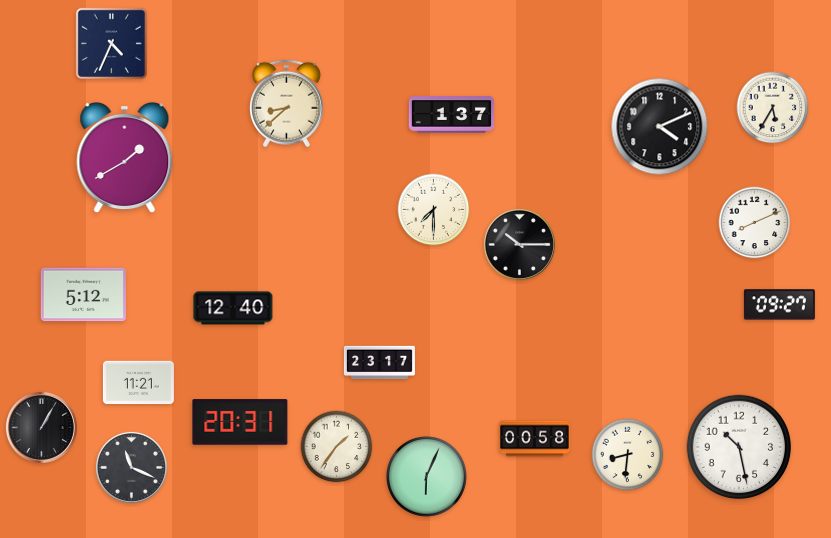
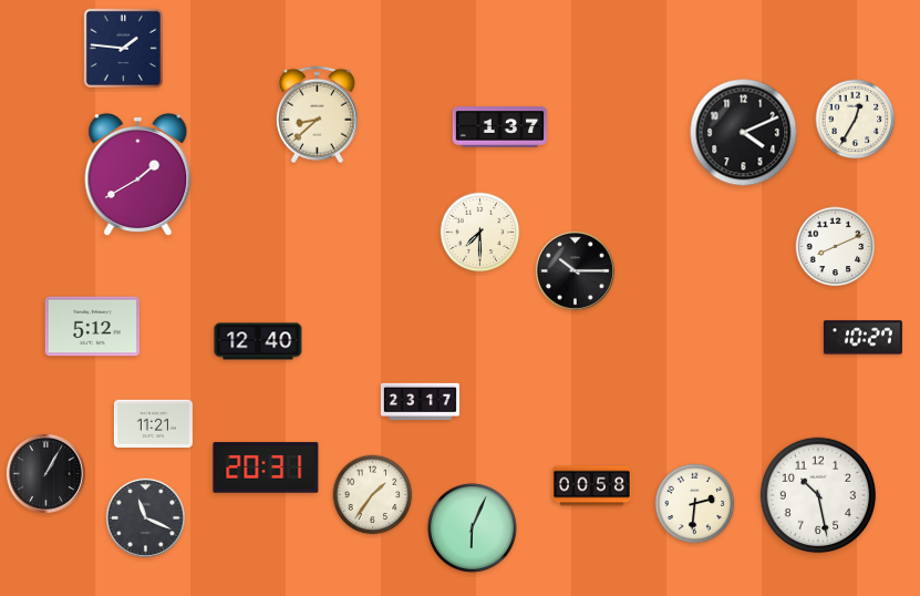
clock at (111, 43): 4:34 -> 1:46
clock at (773, 108): 5:35 -> 12:35
clock at (660, 127) position: (660, 127) -> (744, 133)
clock at (779, 305): 09:27 -> 10:27
clock at (628, 455): 8:31 -> 2:31
